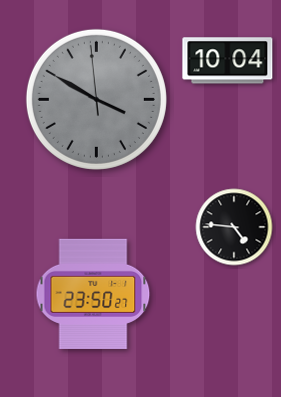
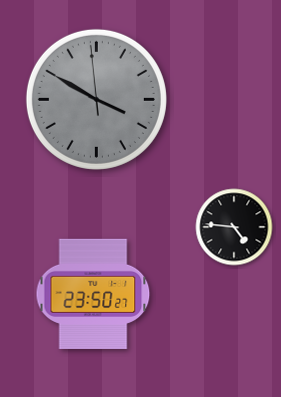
clock at (228, 61): 10:04 -> none
